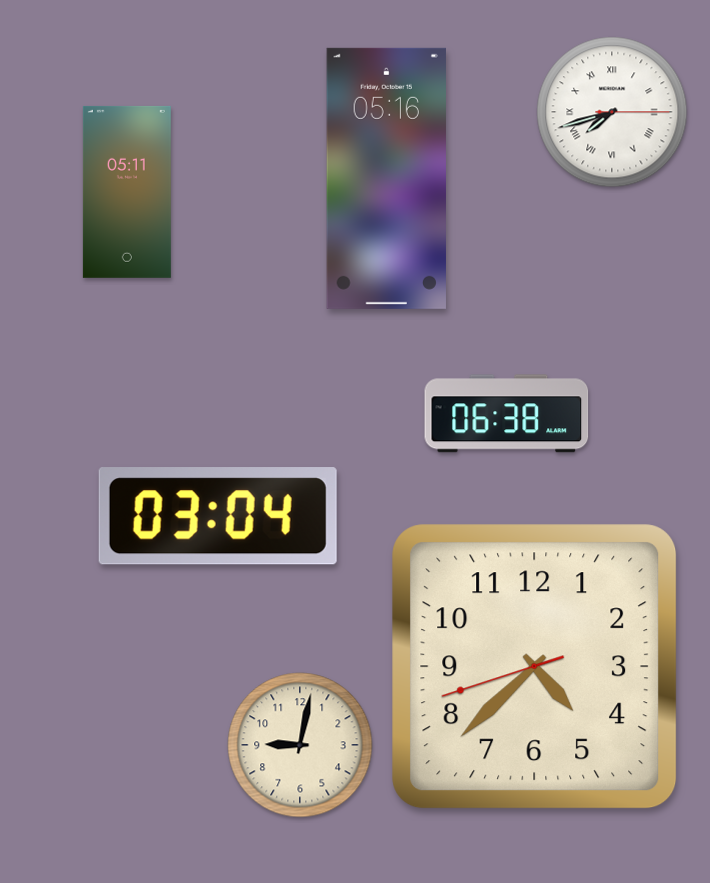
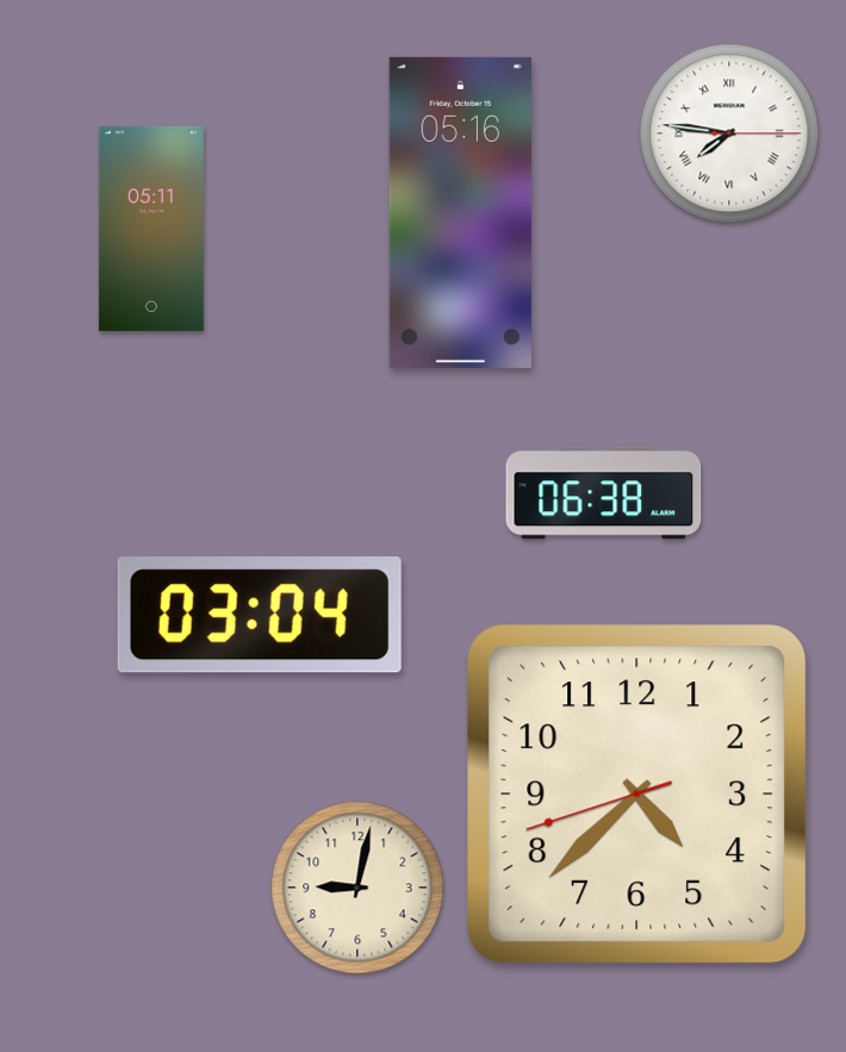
clock at (612, 112): 7:42 -> 7:46
